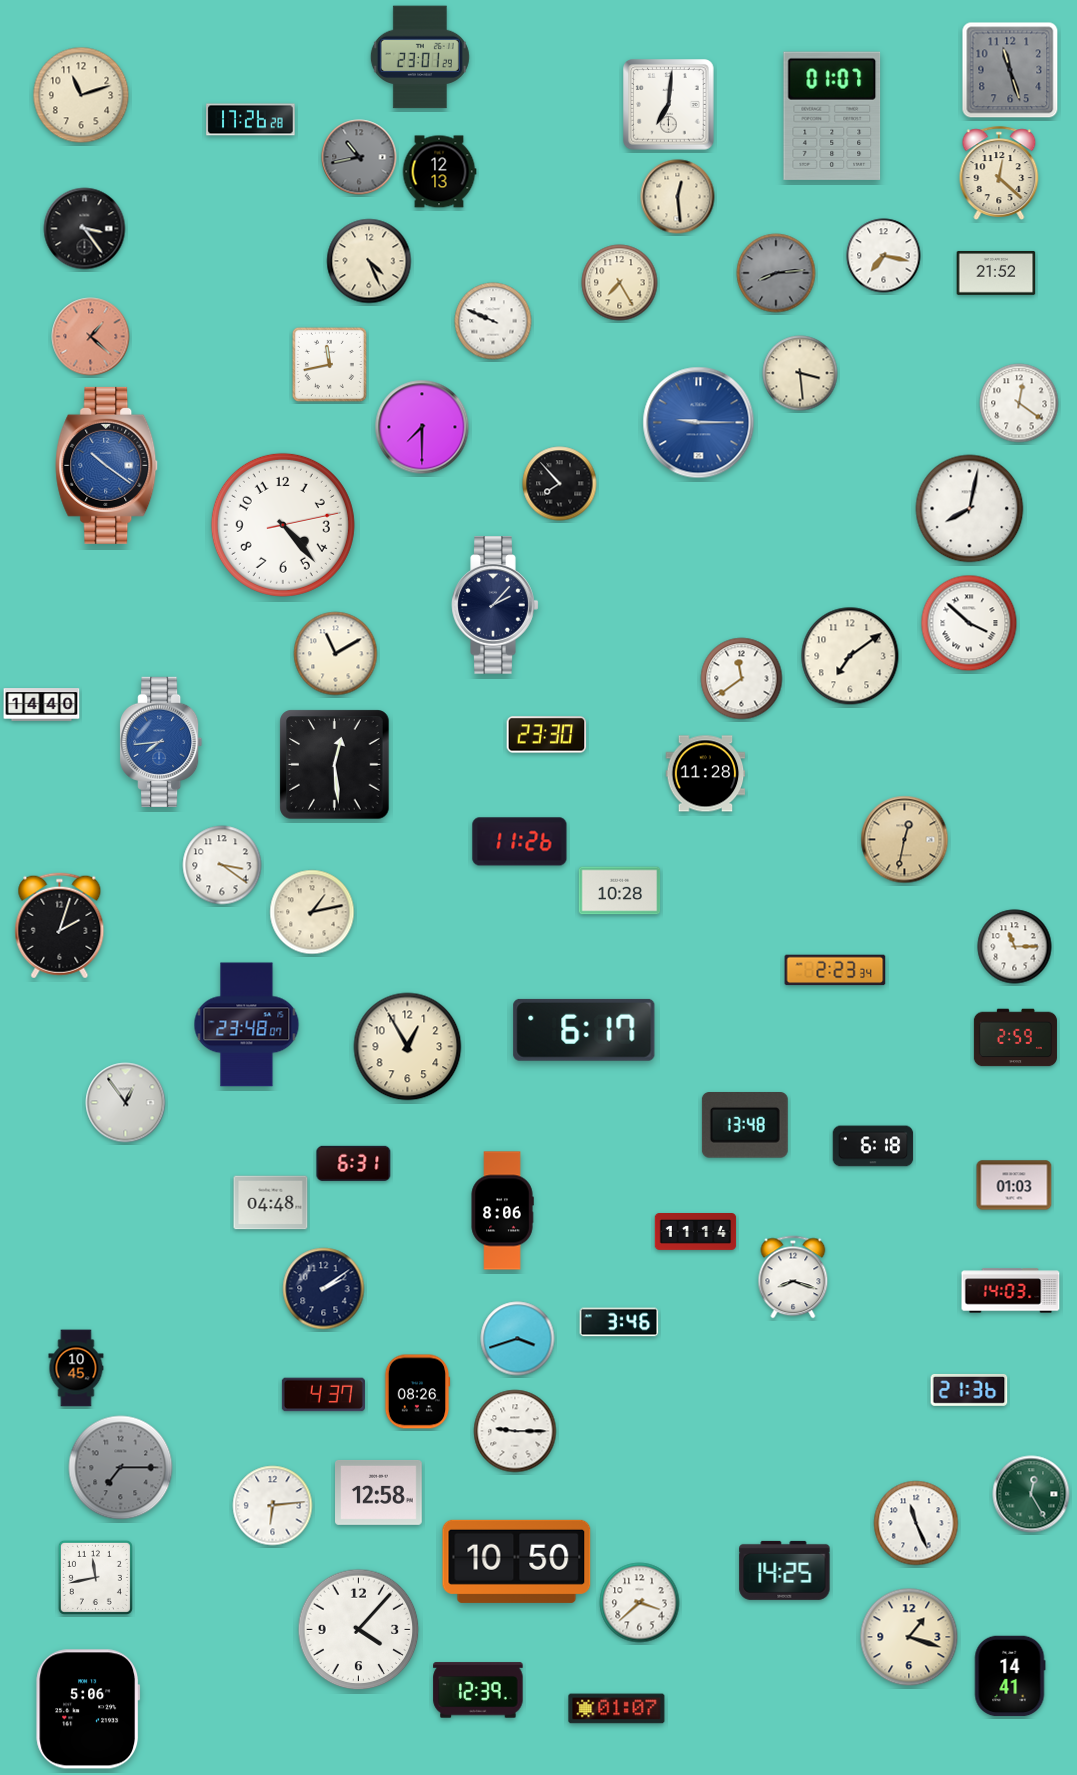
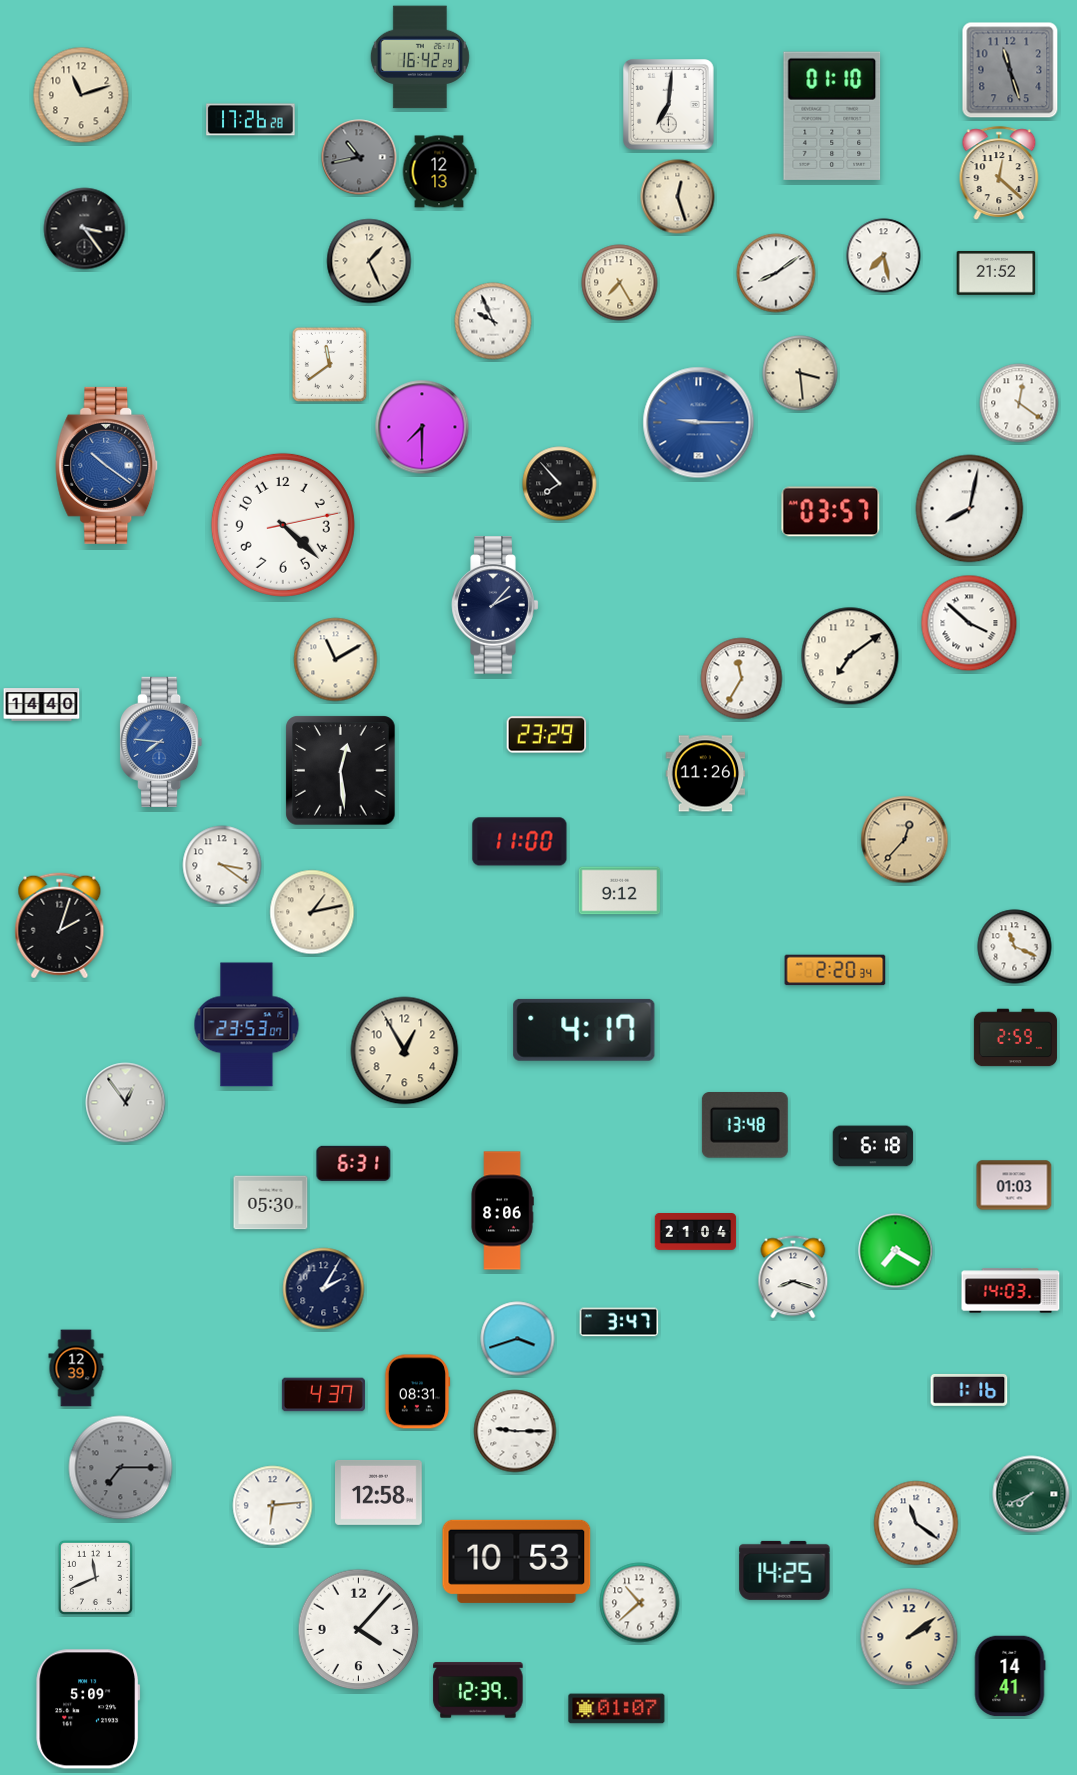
clock at (420, 57): 23:01 -> 16:42
clock at (832, 116): 01:07 -> 01:10
clock at (678, 197): 12:29 -> 12:27
clock at (884, 256): 7:17 -> 7:28
clock at (369, 261): 4:26 -> 1:26
clock at (776, 273): 8:14 -> 8:09
clock at (776, 273) dial: grey -> white
clock at (493, 321): 9:49 -> 9:56
clock at (91, 337): 1:22 -> none
clock at (329, 364): 11:43 -> 11:39
clock at (831, 512): none -> 03:57
clock at (283, 525): 4:23 -> 4:22
clock at (336, 654) position: (336, 654) -> (336, 660)
clock at (742, 679): 11:39 -> 11:35
clock at (547, 735): 23:30 -> 23:29
clock at (161, 742): 7:44 -> 7:46
clock at (335, 765) position: (335, 765) -> (341, 771)
clock at (706, 774): 11:28 -> 11:26
clock at (905, 840): 12:32 -> 12:37
clock at (520, 842): 11:26 -> 11:00
clock at (620, 891): 10:28 -> 9:12
clock at (1015, 947): 11:15 -> 11:19
clock at (835, 970): 2:23 -> 2:20
clock at (247, 1025): 23:48 -> 23:53
clock at (584, 1030): 6:17 -> 4:17
clock at (408, 1047) position: (408, 1047) -> (405, 1051)
clock at (271, 1203): 04:48 -> 05:30
clock at (696, 1232): 11:14 -> 21:04
clock at (896, 1251): none -> 7:20
clock at (324, 1289): 2:09 -> 2:05
clock at (619, 1322): 3:46 -> 3:47
clock at (76, 1368): 10:45 -> 12:39
clock at (969, 1390): 21:36 -> 1:16
clock at (417, 1392): 08:26 -> 08:31
clock at (1031, 1494): 12:25 -> 7:41
clock at (916, 1523): 11:26 -> 11:21
clock at (517, 1561): 10:50 -> 10:53
clock at (95, 1577): 11:43 -> 11:41
clock at (640, 1603): 3:38 -> 10:38
clock at (909, 1637): 1:18 -> 2:09
clock at (88, 1709): 5:06 -> 5:09
